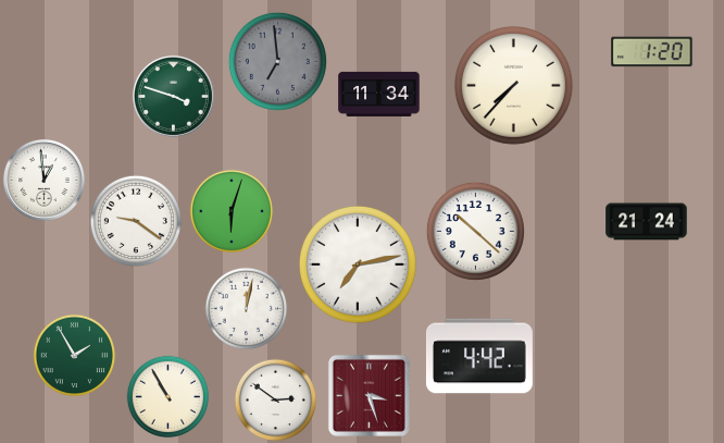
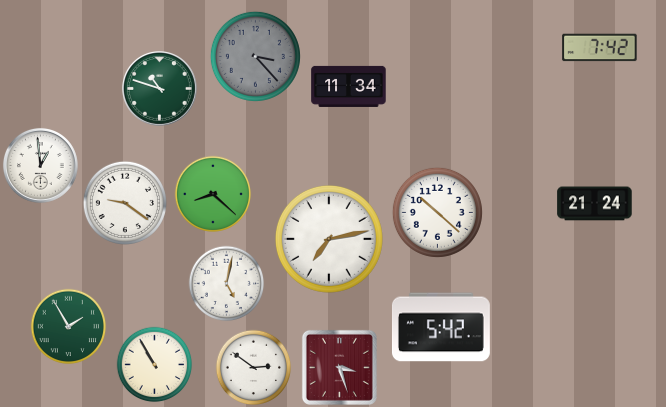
clock at (652, 52): 1:20 -> 7:42
clock at (277, 61): 6:59 -> 3:23
clock at (513, 85): 7:37 -> none
clock at (173, 96): 3:48 -> 10:48
clock at (232, 211): 6:03 -> 8:22
clock at (358, 264) position: (358, 264) -> (329, 239)
clock at (247, 309): 12:02 -> 5:02
clock at (479, 356): 4:42 -> 5:42
clock at (369, 395) position: (369, 395) -> (339, 367)
